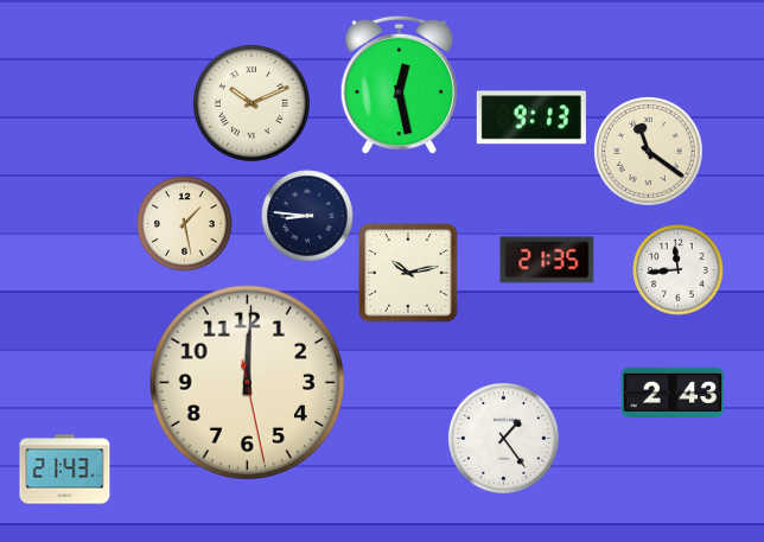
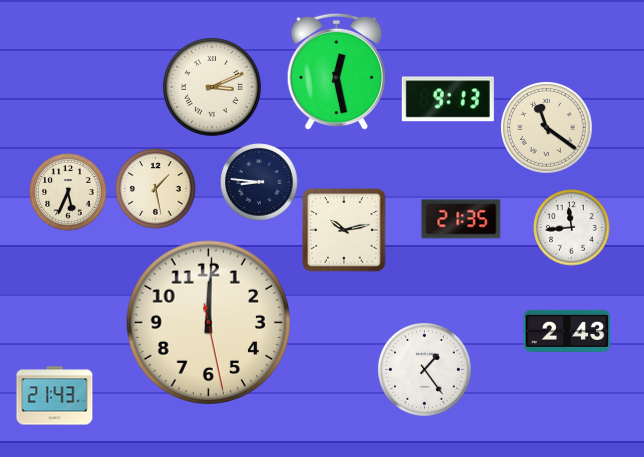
clock at (252, 103): 10:11 -> 3:11
clock at (68, 192): none -> 5:34
